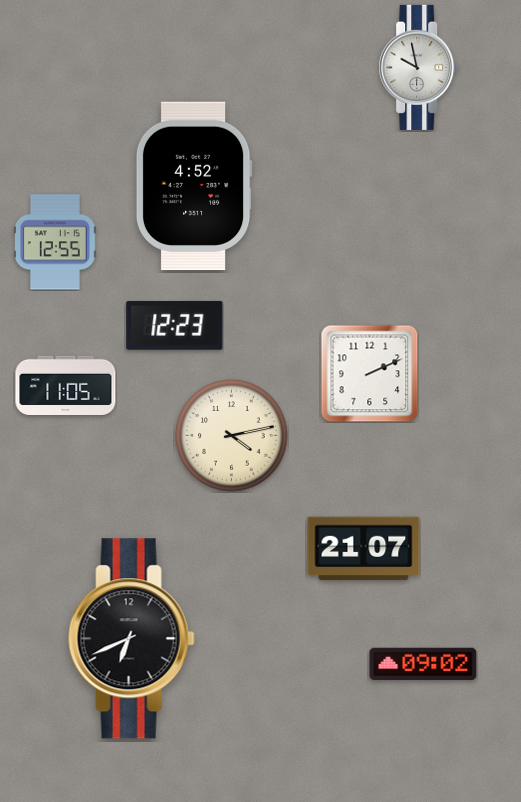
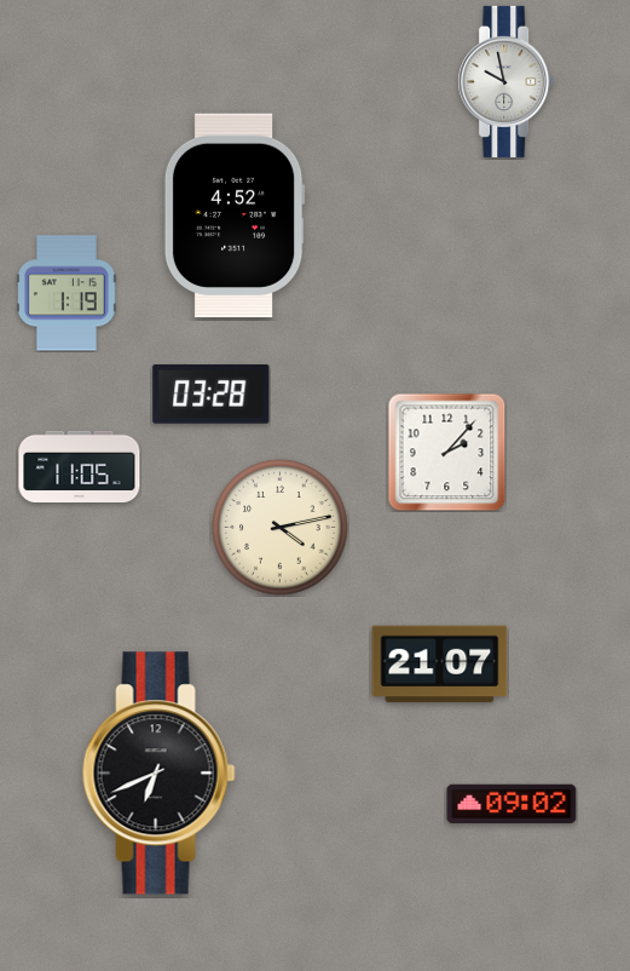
clock at (194, 186) position: (194, 186) -> (235, 216)
clock at (55, 242): 12:55 -> 1:19
clock at (175, 325): 12:23 -> 03:28
clock at (369, 373): 2:11 -> 2:07
